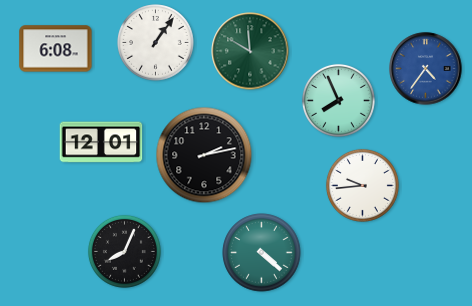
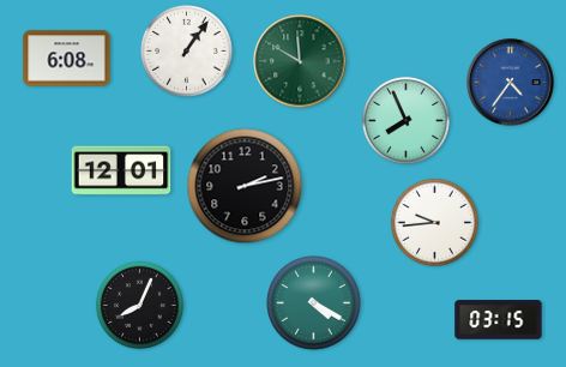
clock at (124, 251) position: (124, 251) -> (139, 305)
clock at (262, 253): 4:22 -> 4:20
clock at (499, 320): none -> 03:15
